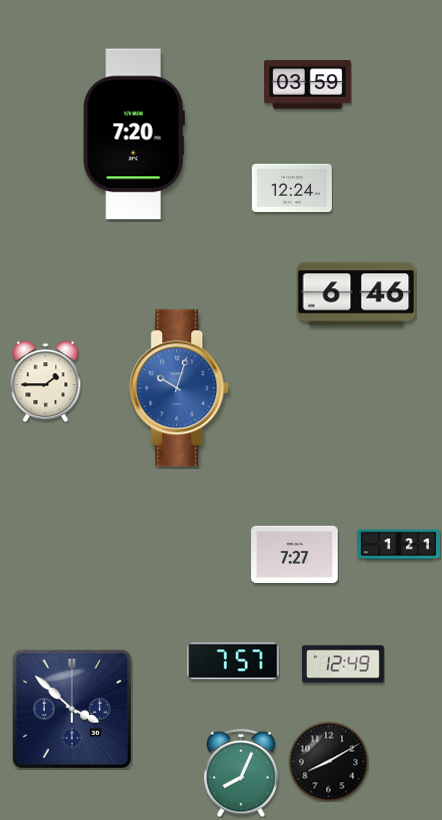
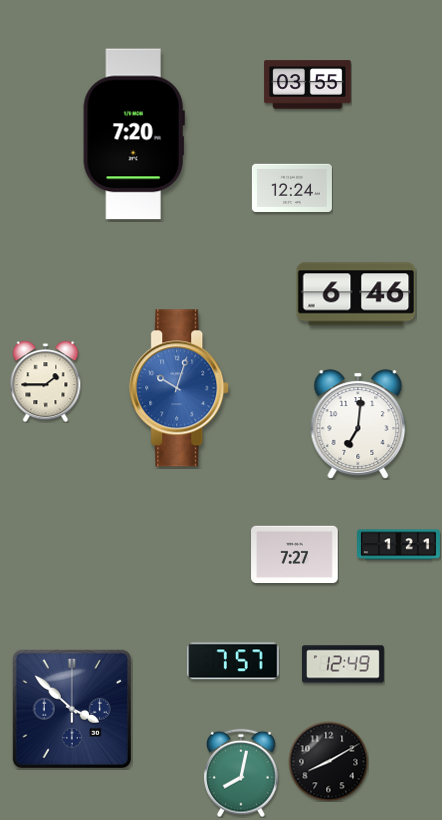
clock at (308, 85): 03:59 -> 03:55
clock at (358, 424): none -> 7:01
clock at (242, 773): 8:04 -> 8:02
